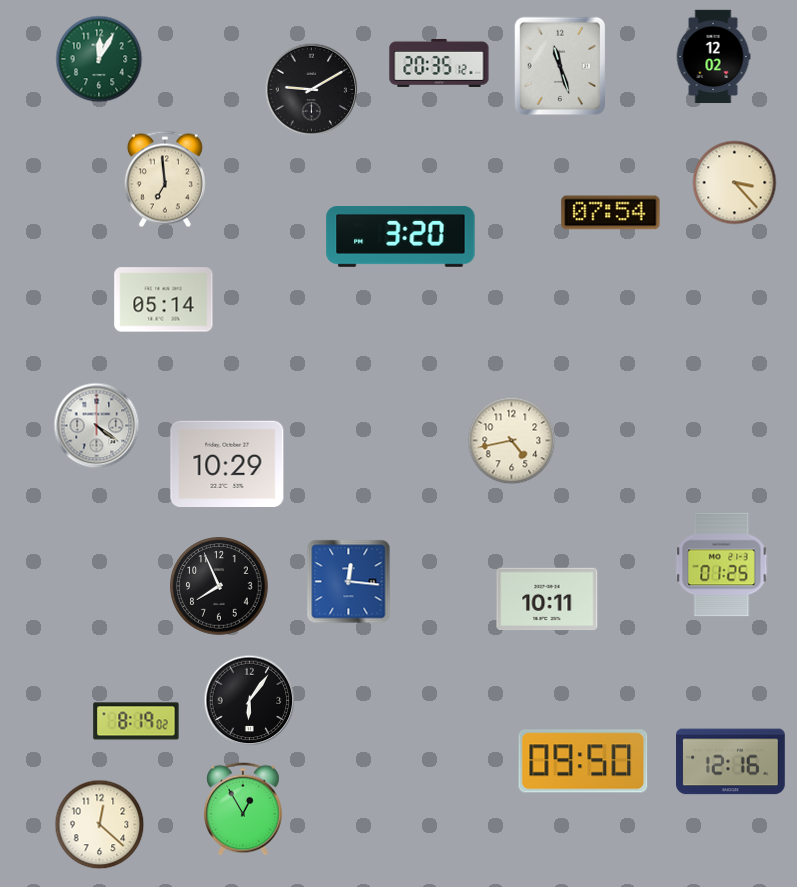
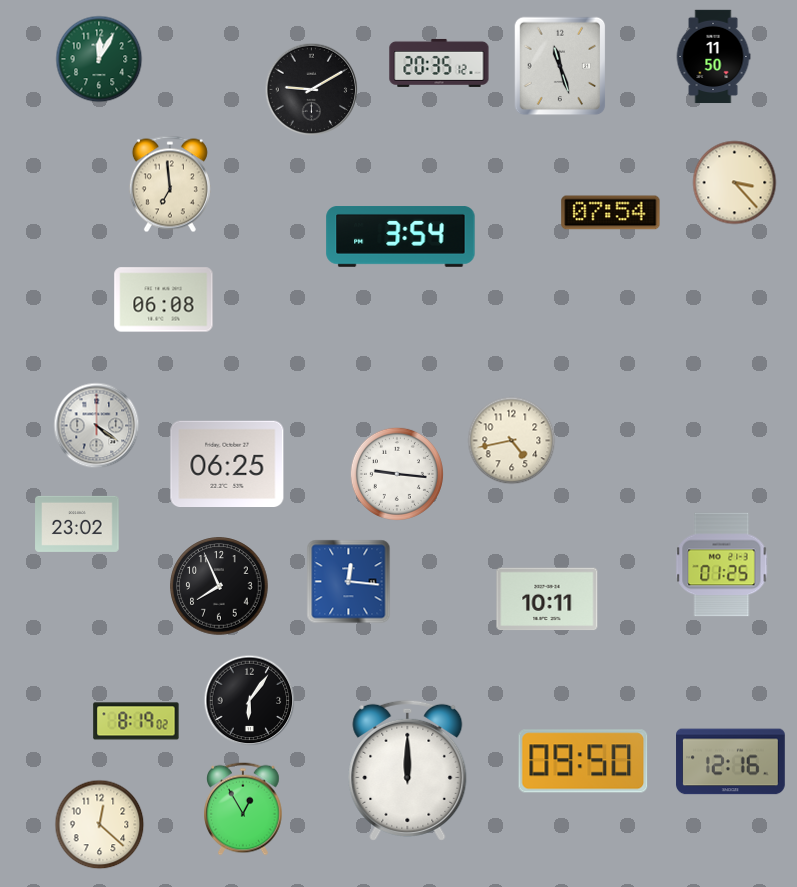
clock at (713, 57): 12:02 -> 11:50
clock at (165, 179) position: (165, 179) -> (170, 184)
clock at (401, 237): 3:20 -> 3:54
clock at (164, 300): 05:14 -> 06:08
clock at (227, 463): 10:29 -> 06:25
clock at (397, 474): none -> 9:16
clock at (77, 524): none -> 23:02
clock at (408, 770): none -> 12:00
